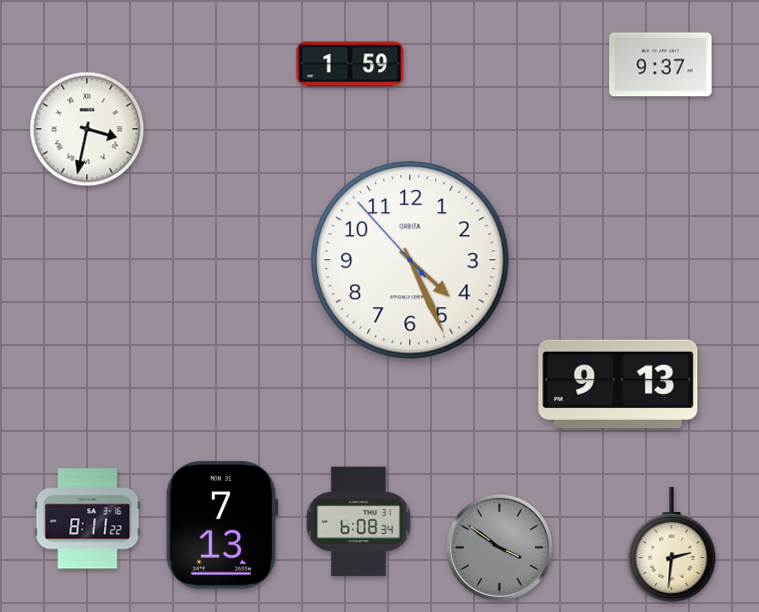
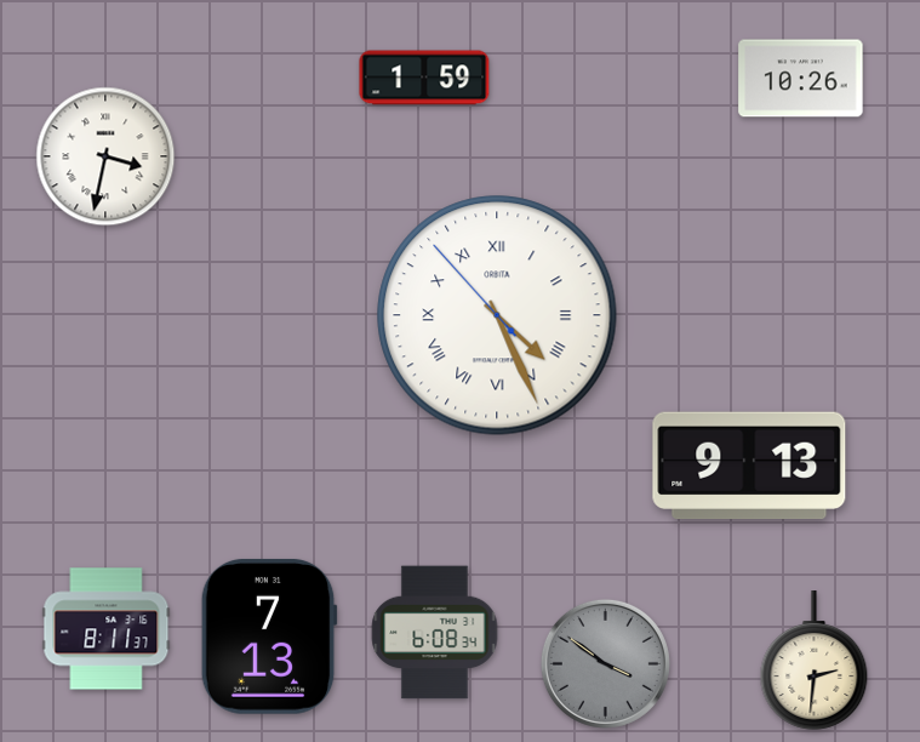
clock at (661, 65): 9:37 -> 10:26
clock at (410, 260) numerals: Arabic -> Roman
clock at (88, 519): 8:11:22 -> 8:11:37
